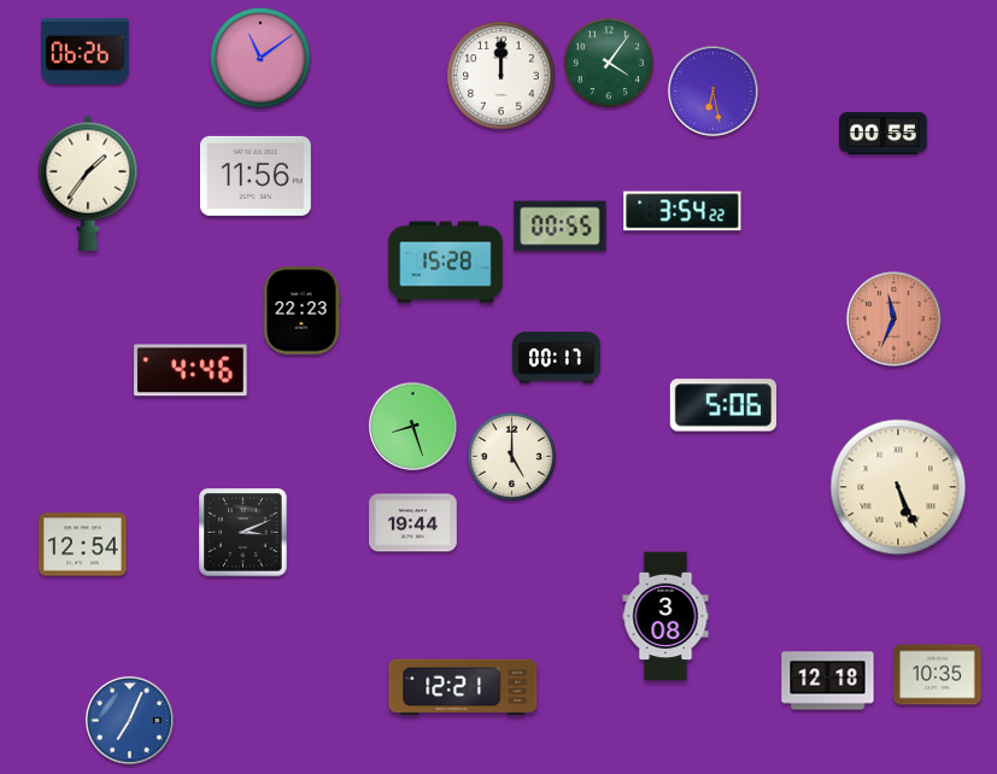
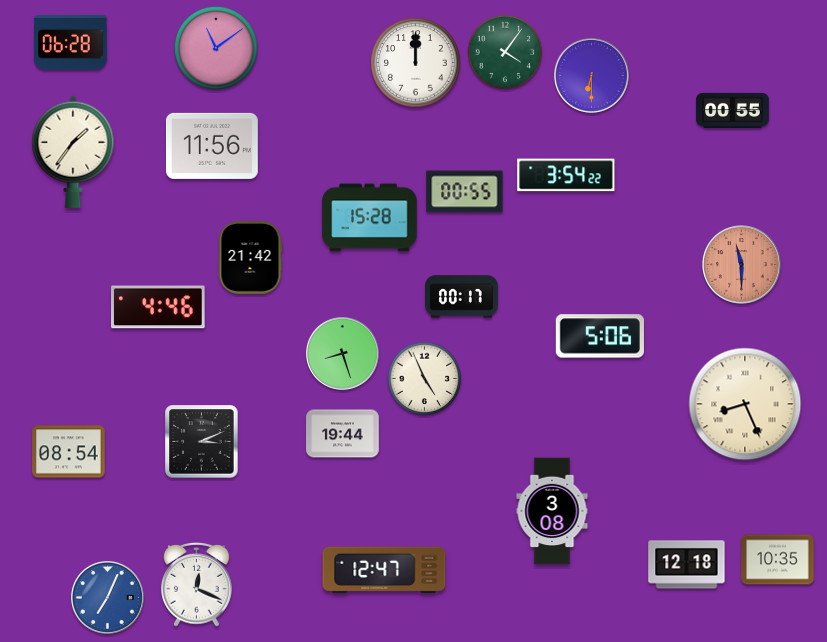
clock at (86, 52): 06:26 -> 06:28
clock at (712, 90): 6:28 -> 6:30
clock at (561, 227) position: (561, 227) -> (465, 192)
clock at (301, 311): 22:23 -> 21:42
clock at (895, 319): 11:34 -> 11:30
clock at (512, 457): 5:00 -> 4:56
clock at (898, 487): 5:26 -> 8:26
clock at (83, 545): 12:54 -> 08:54
clock at (463, 687): 12:21 -> 12:47
clock at (197, 585): none -> 12:19
